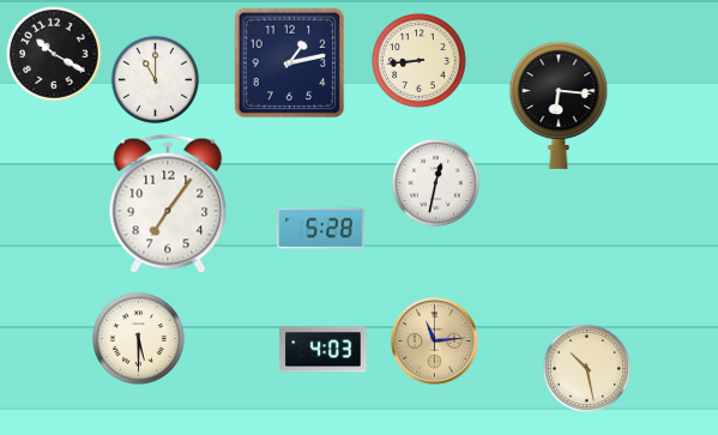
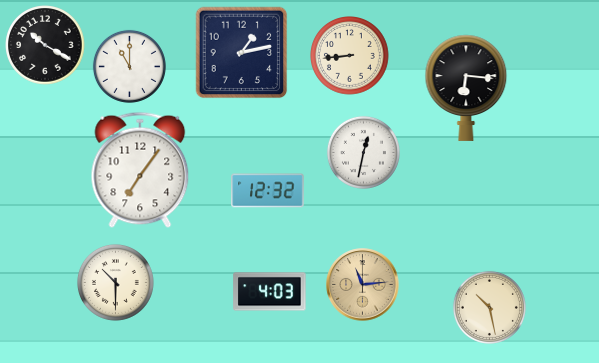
clock at (420, 61) position: (420, 61) -> (350, 56)
clock at (321, 229): 5:28 -> 12:32
clock at (138, 338): 5:30 -> 10:30
